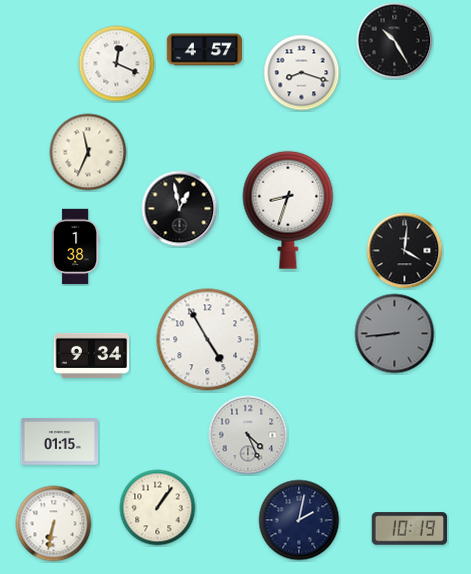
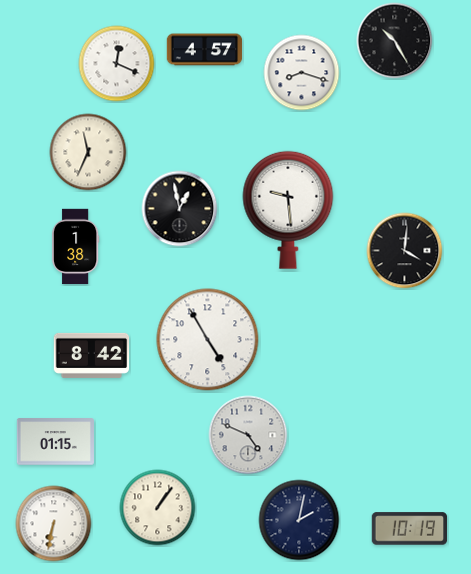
clock at (288, 210): 8:33 -> 9:29
clock at (395, 334): 8:44 -> none
clock at (92, 355): 9:34 -> 8:42
clock at (248, 435): 4:26 -> 4:49
clock at (59, 442) position: (59, 442) -> (55, 442)
